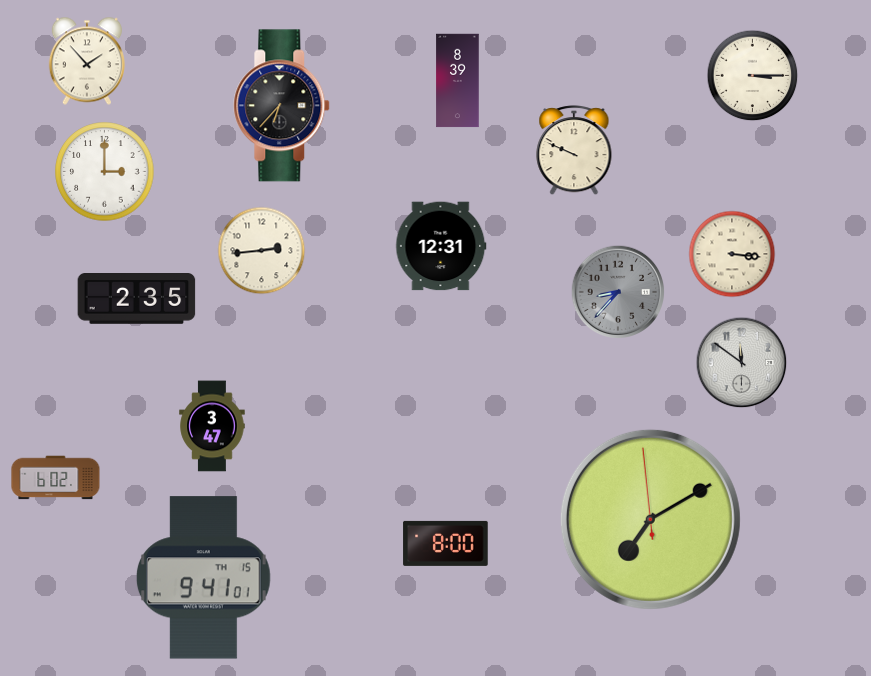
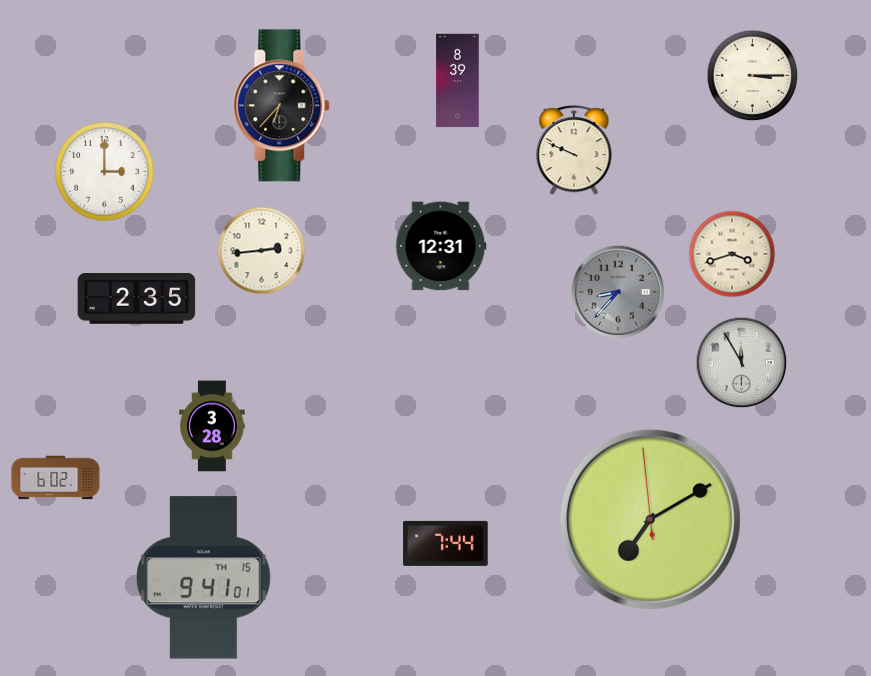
clock at (87, 61): 1:53 -> none
clock at (732, 254): 3:16 -> 3:42
clock at (742, 363): 11:51 -> 11:55
clock at (212, 426): 3:47 -> 3:28
clock at (446, 543): 8:00 -> 7:44
